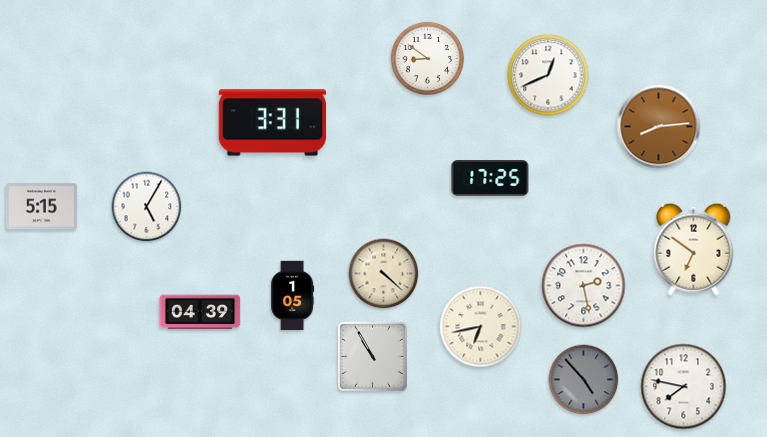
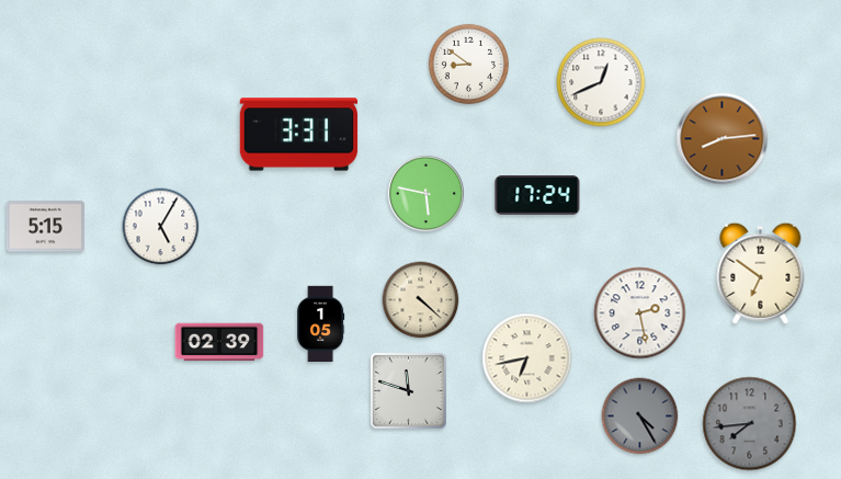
clock at (425, 193): none -> 5:47
clock at (490, 178): 17:25 -> 17:24
clock at (200, 312): 04:39 -> 02:39
clock at (373, 357): 10:55 -> 11:48
clock at (584, 380): 4:53 -> 4:25
clock at (684, 387): 7:47 -> 7:44
clock at (684, 387) dial: white -> grey
